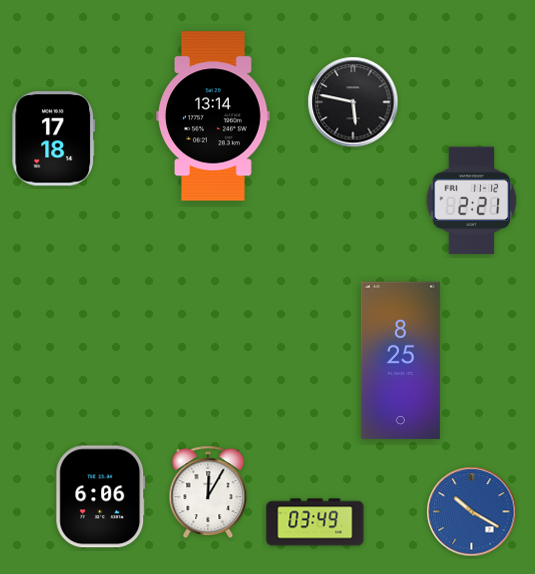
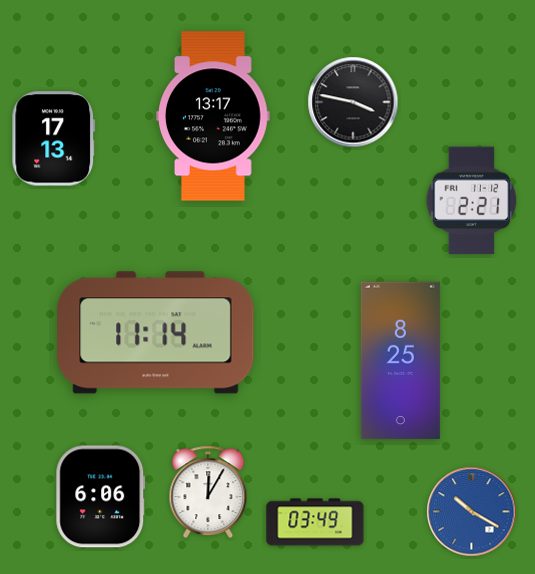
clock at (353, 102): 5:47 -> 3:47
clock at (214, 116): 13:14 -> 13:17
clock at (54, 139): 17:18 -> 17:13
clock at (156, 333): none -> 11:14
